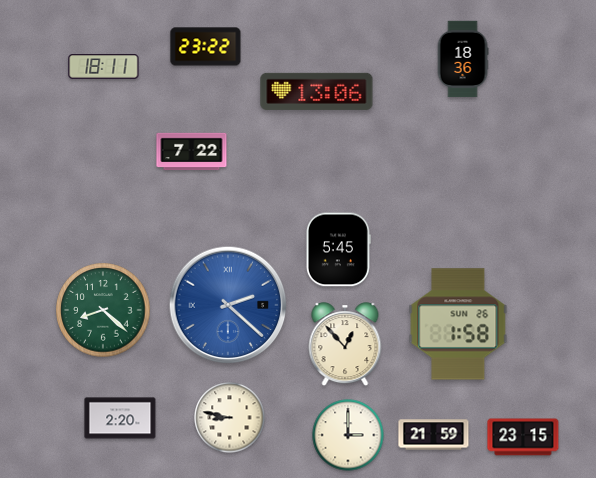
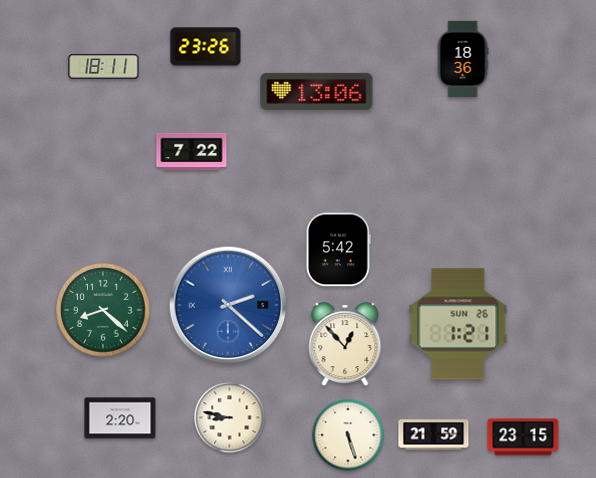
clock at (206, 47): 23:22 -> 23:26
clock at (338, 250): 5:45 -> 5:42
clock at (458, 324): 1:58 -> 1:21
clock at (348, 435): 3:00 -> 5:27
